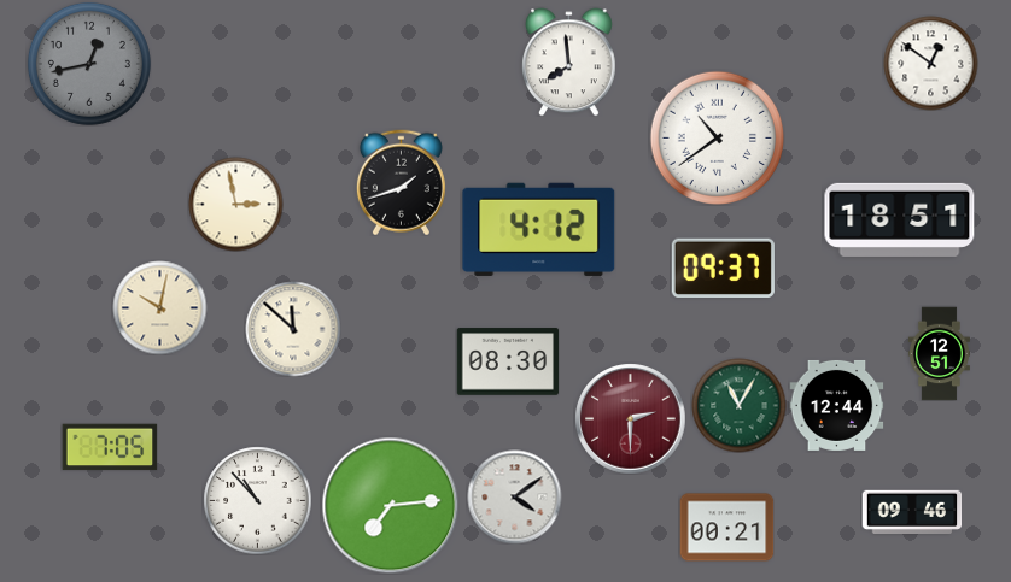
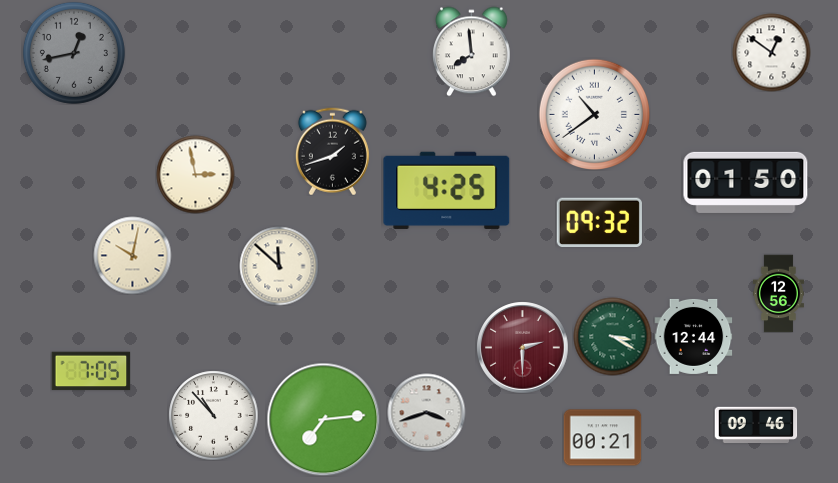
clock at (235, 204) position: (235, 204) -> (195, 174)
clock at (900, 219): 18:51 -> 01:50
clock at (539, 229): 4:12 -> 4:25
clock at (723, 268): 09:37 -> 09:32
clock at (293, 329) position: (293, 329) -> (279, 266)
clock at (939, 353): 12:51 -> 12:56
clock at (508, 361): 08:30 -> none
clock at (738, 405): 11:05 -> 3:20
clock at (514, 496): 4:09 -> 3:42
